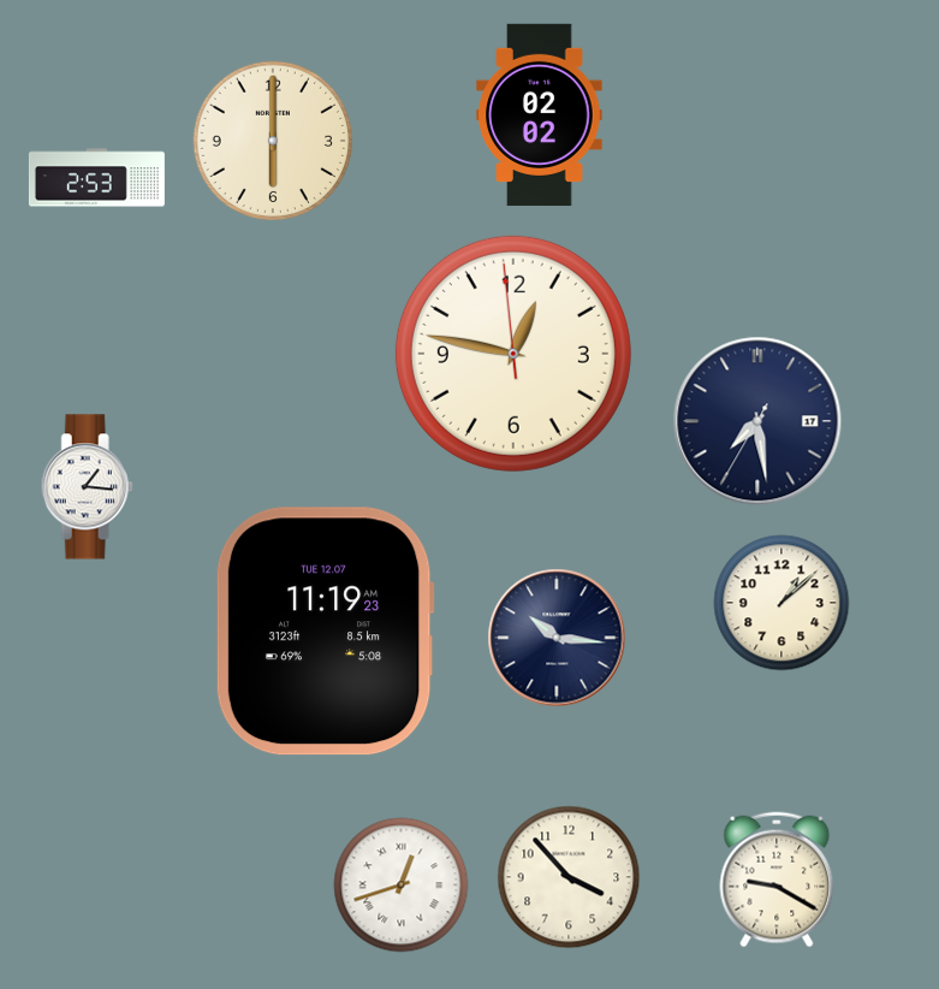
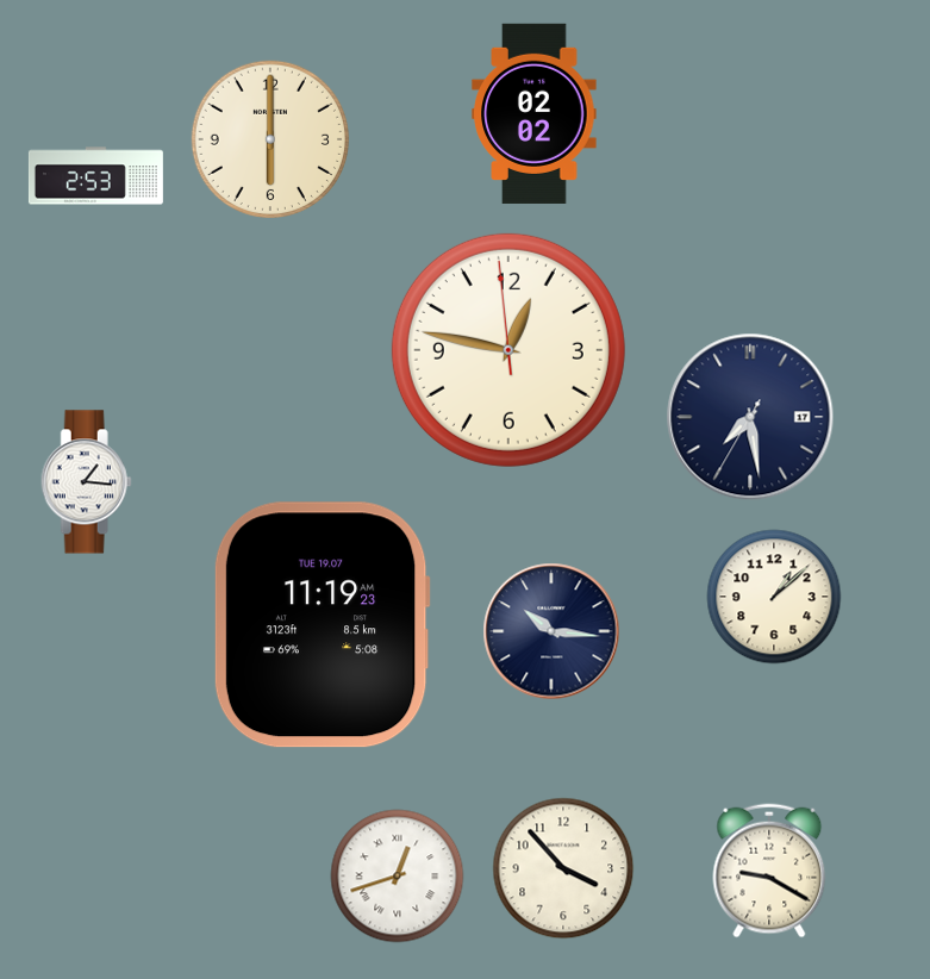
clock at (325, 632) date: TUE 12.07 -> TUE 19.07
